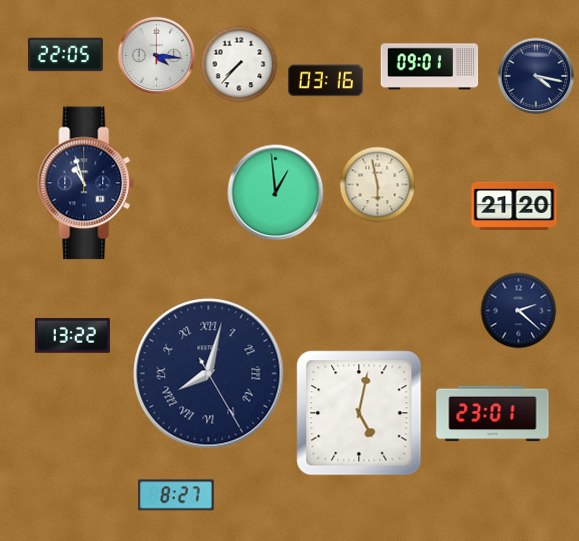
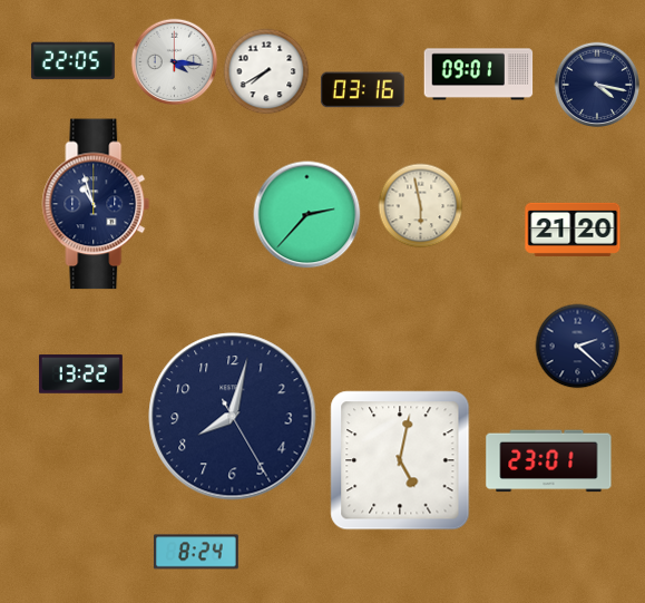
clock at (239, 64): 7:37 -> 7:40
clock at (276, 193): 12:59 -> 2:37
clock at (209, 374) numerals: Roman -> Arabic
clock at (177, 495): 8:27 -> 8:24
